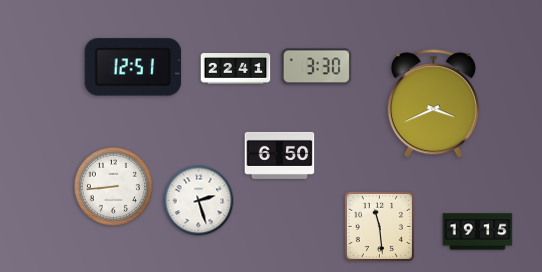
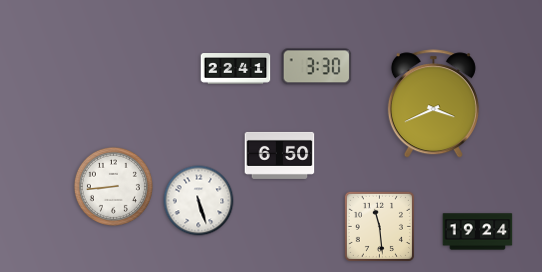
clock at (133, 67): 12:51 -> none
clock at (199, 201): 2:27 -> 5:27
clock at (478, 232): 19:15 -> 19:24
